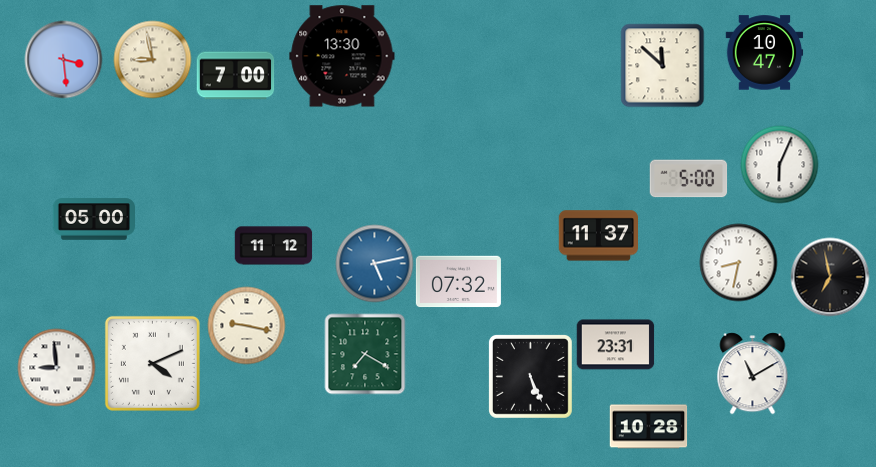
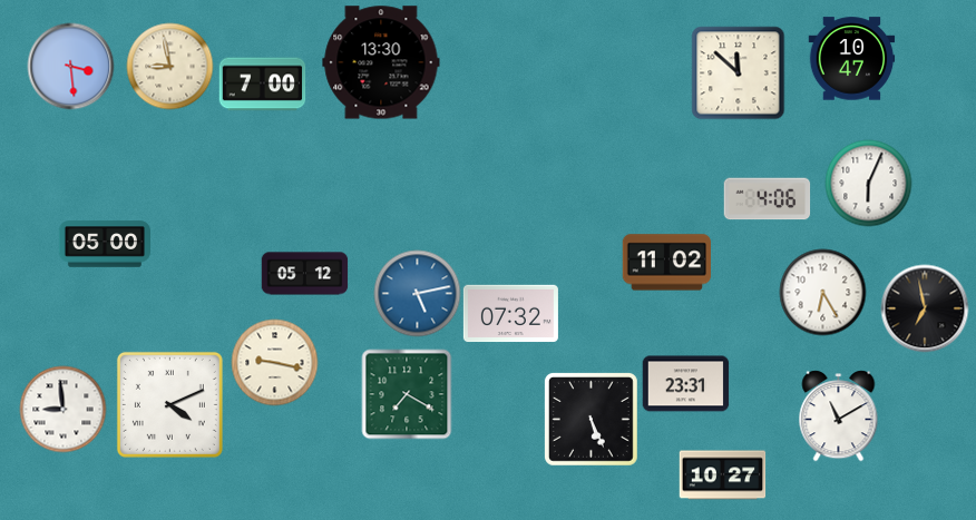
clock at (688, 179): 5:00 -> 4:06
clock at (598, 236): 11:37 -> 11:02
clock at (273, 246): 11:12 -> 05:12
clock at (738, 262): 8:32 -> 6:25
clock at (648, 427): 10:28 -> 10:27
